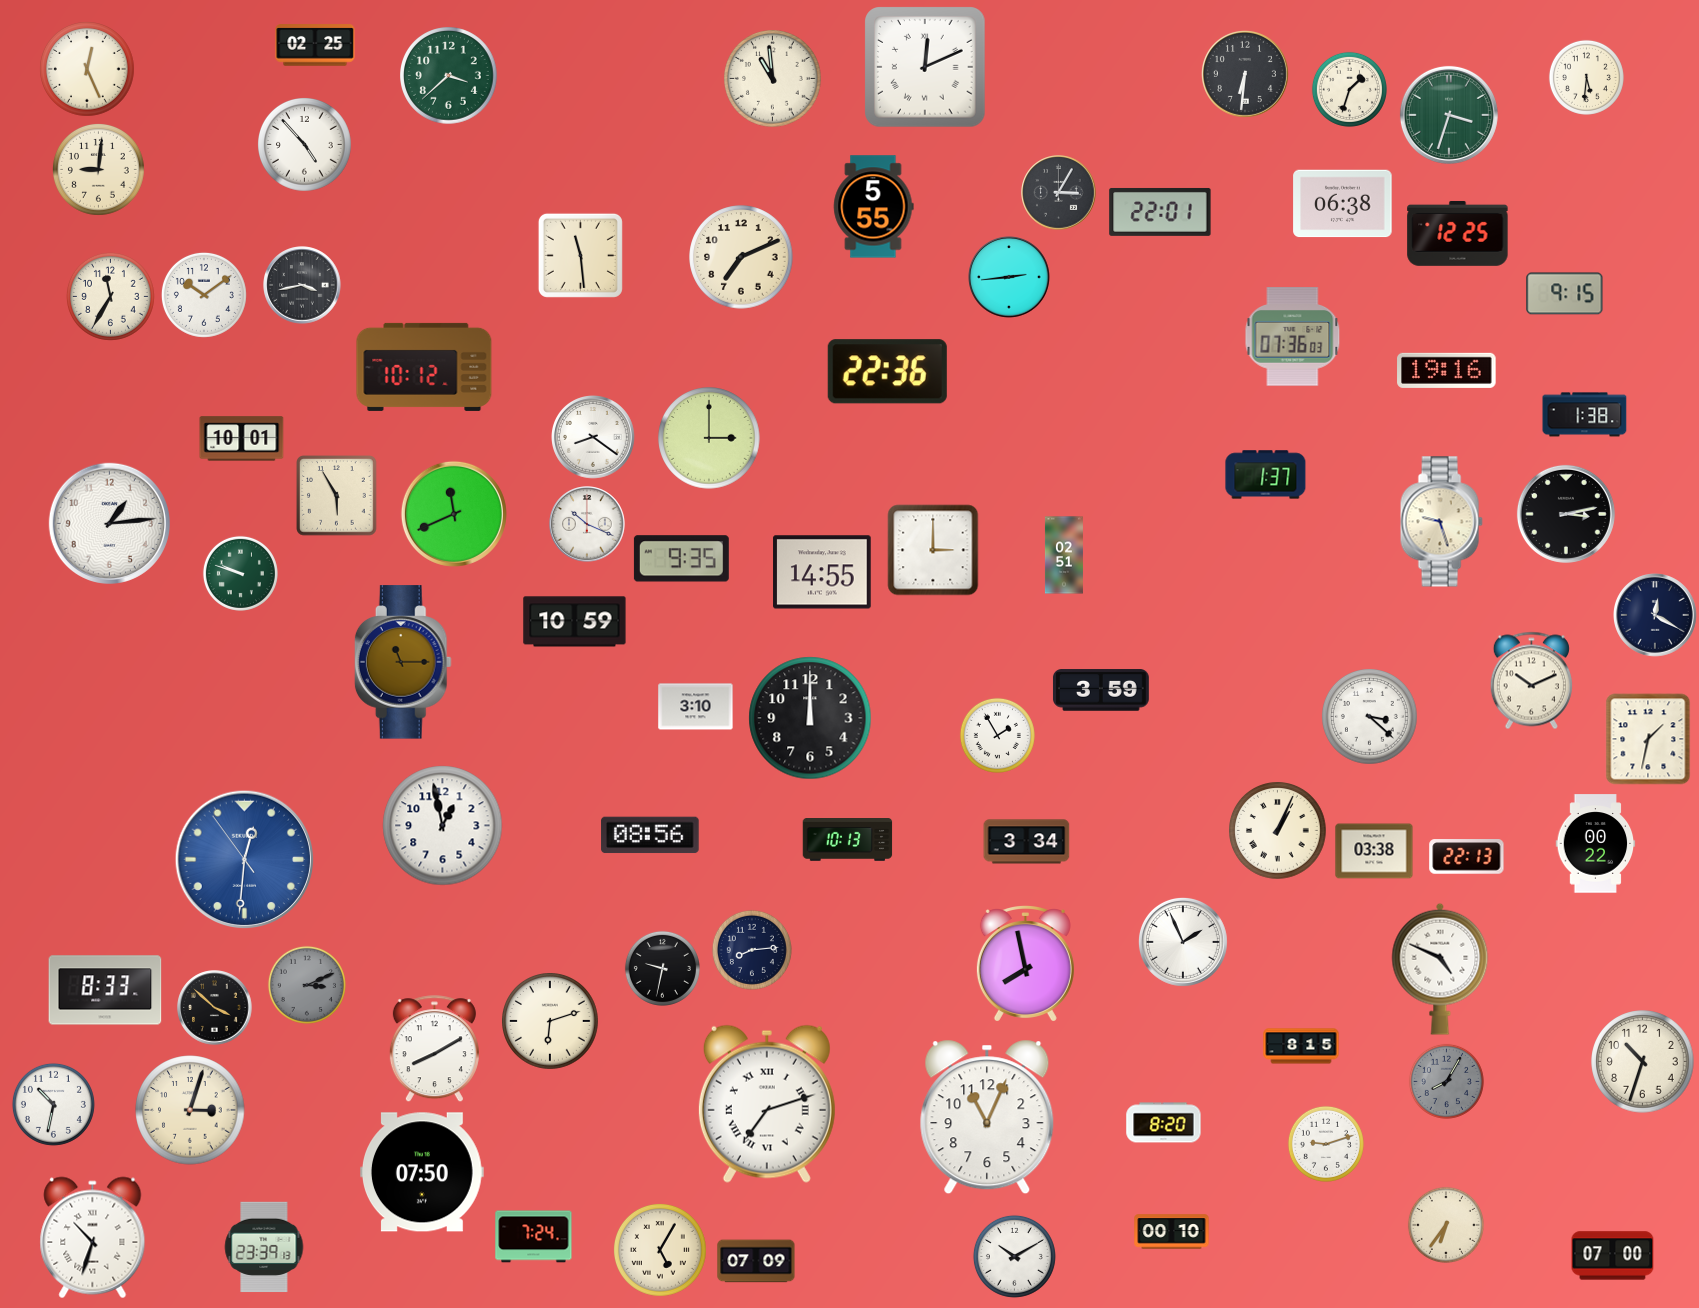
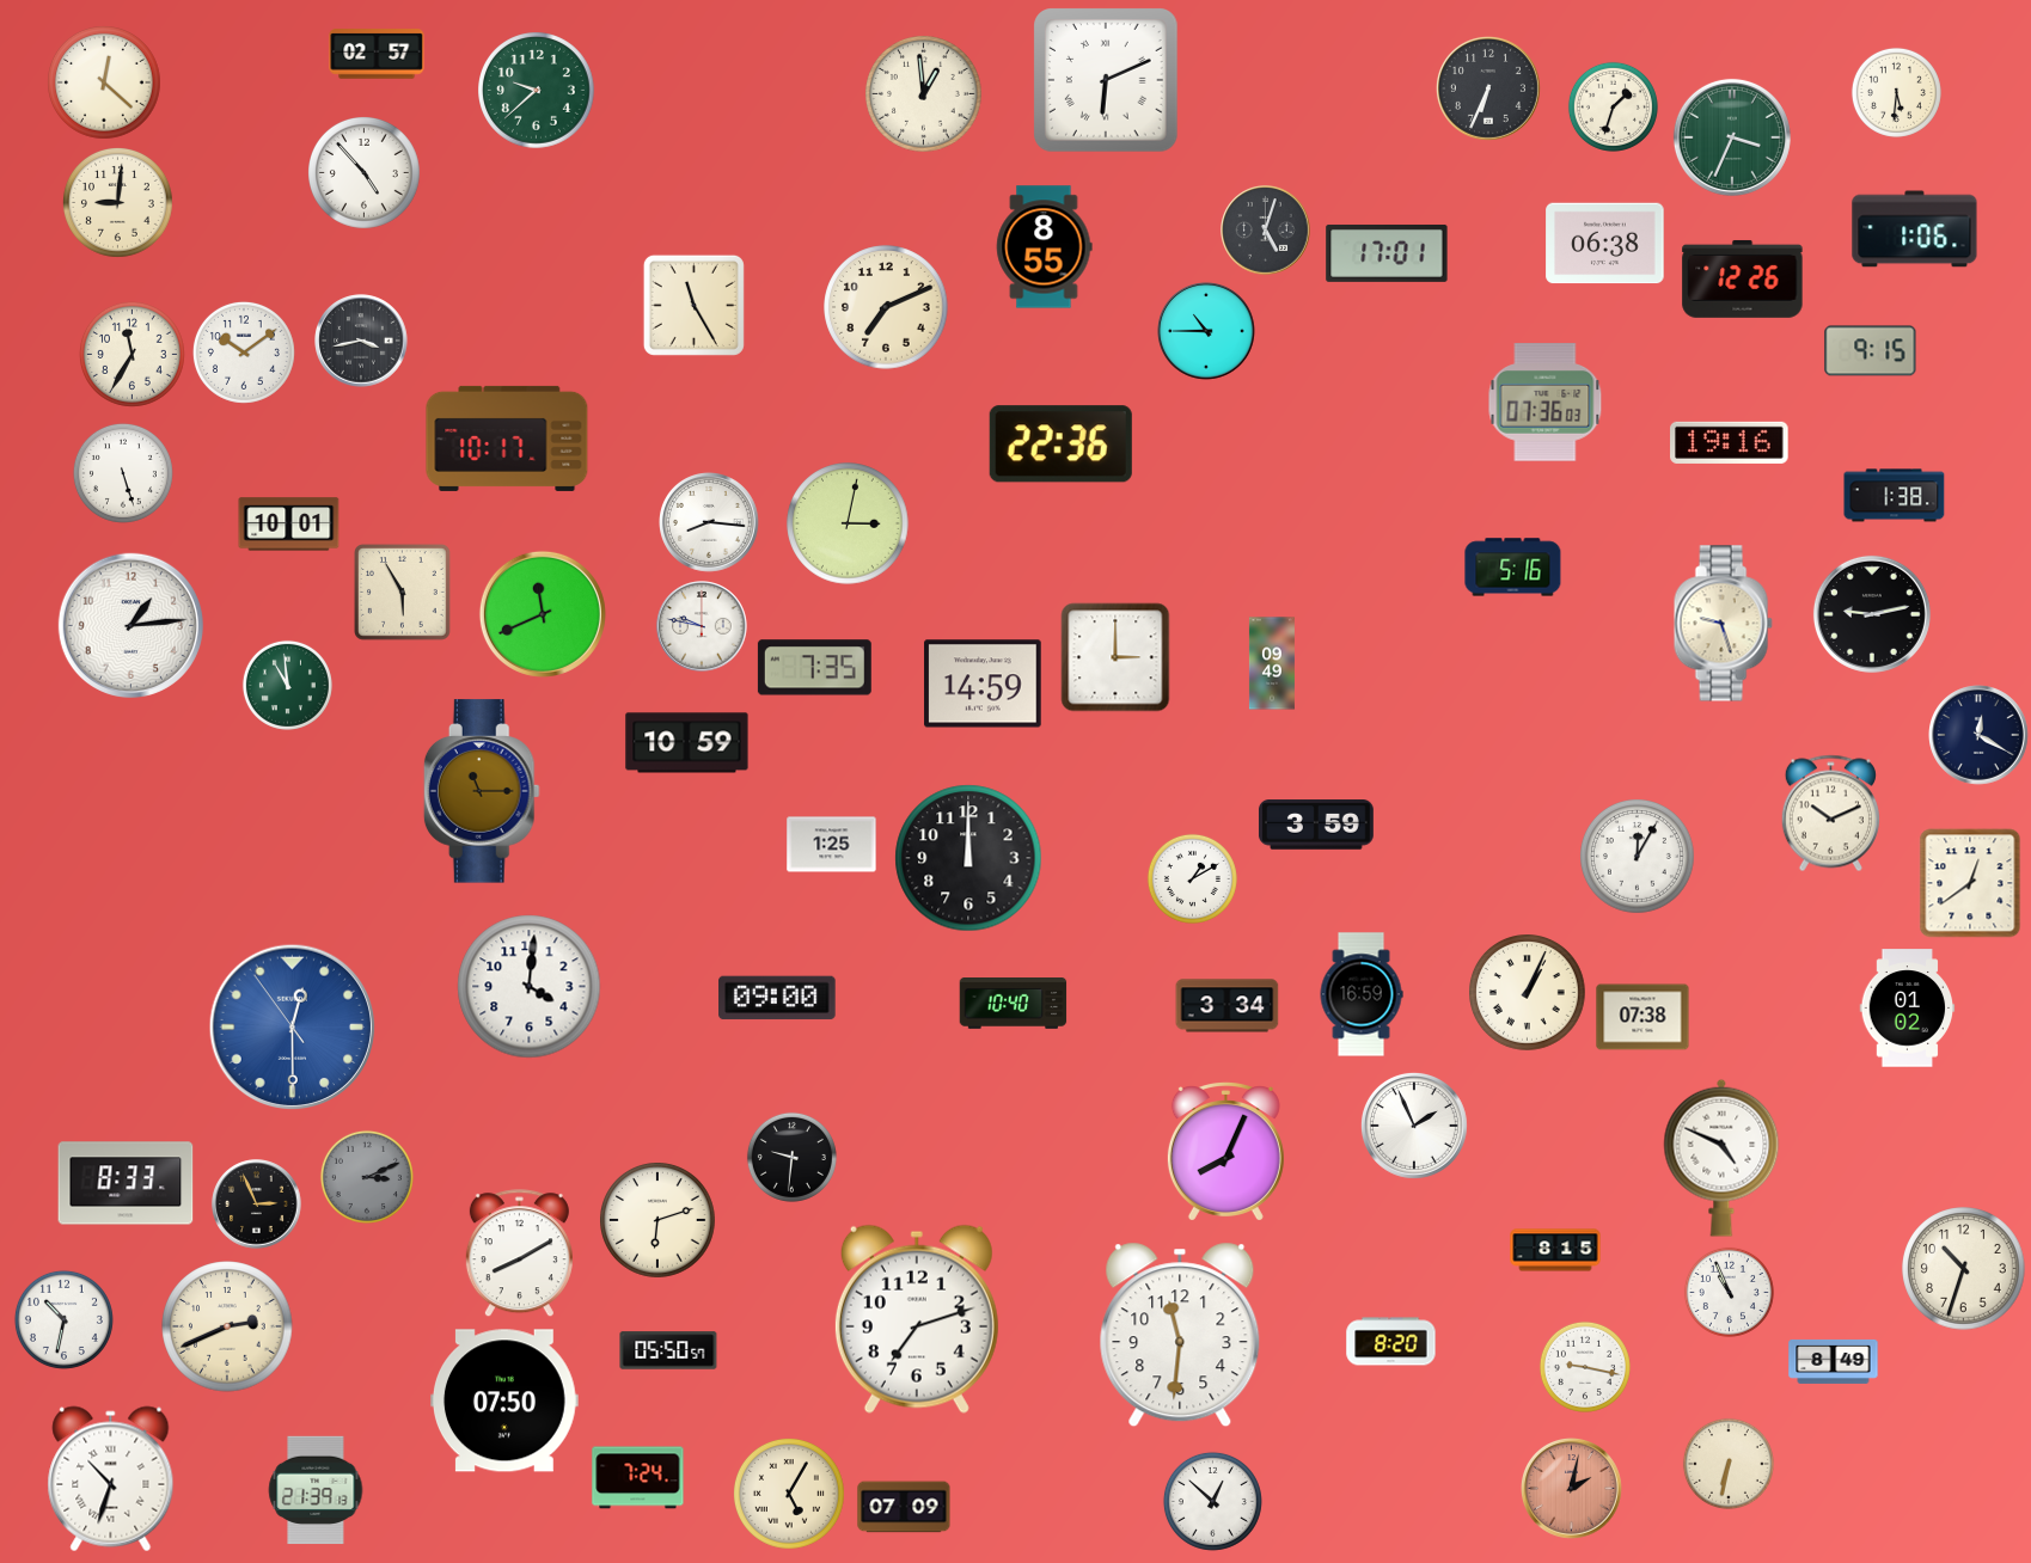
clock at (315, 45): 02:25 -> 02:57
clock at (925, 67): 12:11 -> 6:11
clock at (88, 70): 12:26 -> 12:22
clock at (1245, 74): 6:31 -> 6:34
clock at (449, 76): 3:38 -> 9:38
clock at (773, 79): 10:59 -> 12:59
clock at (1449, 115): 3:33 -> 3:34
clock at (1915, 229): none -> 1:06
clock at (1059, 193): 3:05 -> 5:03
clock at (874, 207): 5:55 -> 8:55
clock at (1160, 212): 22:01 -> 17:01
clock at (1458, 233): 12:25 -> 12:26
clock at (580, 255): 11:29 -> 11:25
clock at (1010, 278): 2:44 -> 10:45
clock at (424, 367): 10:12 -> 10:17
clock at (123, 473): none -> 5:27
clock at (594, 438): 8:21 -> 8:16
clock at (709, 438): 3:00 -> 3:02
clock at (1266, 475): 1:37 -> 5:16
clock at (1566, 514): 3:13 -> 9:13
clock at (587, 524): 10:19 -> 9:47
clock at (1064, 555): 02:51 -> 09:49
clock at (681, 559): 9:35 -> 7:35
clock at (822, 572): 14:55 -> 14:59
clock at (240, 573): 9:48 -> 10:59
clock at (696, 707): 3:10 -> 1:25
clock at (1370, 717): 3:22 -> 12:05
clock at (997, 735): 1:55 -> 1:10
clock at (1648, 739): 1:32 -> 12:39
clock at (443, 826): 12:58 -> 4:01
clock at (1362, 994): none -> 16:59
clock at (650, 835): 08:56 -> 09:00
clock at (848, 840): 10:13 -> 10:40
clock at (1596, 844): 00:22 -> 01:02
clock at (1374, 851): 03:38 -> 07:38
clock at (1467, 857): 22:13 -> none
clock at (245, 860): 12:30 -> 12:29
clock at (752, 950): 8:14 -> none
clock at (1025, 964): 7:58 -> 8:04
clock at (662, 968): 9:32 -> 9:31
clock at (215, 1008): 3:52 -> 2:56
clock at (1446, 1081): 8:05 -> 10:56
clock at (1446, 1081) dial: grey -> white
clock at (767, 1104) numerals: Roman -> Arabic
clock at (190, 1110): 3:03 -> 2:41
clock at (987, 1117): 11:04 -> 11:31
clock at (668, 1350): none -> 05:50
clock at (1834, 1361): none -> 8:49
clock at (1326, 1144): 9:12 -> 9:17
clock at (1446, 1225): 6:36 -> 6:32
clock at (1172, 1232): 00:10 -> none
clock at (1572, 1489): none -> 2:02
clock at (264, 1247): 23:39 -> 21:39
clock at (1014, 1256): 10:10 -> 12:52
clock at (1613, 1256): 07:00 -> none
